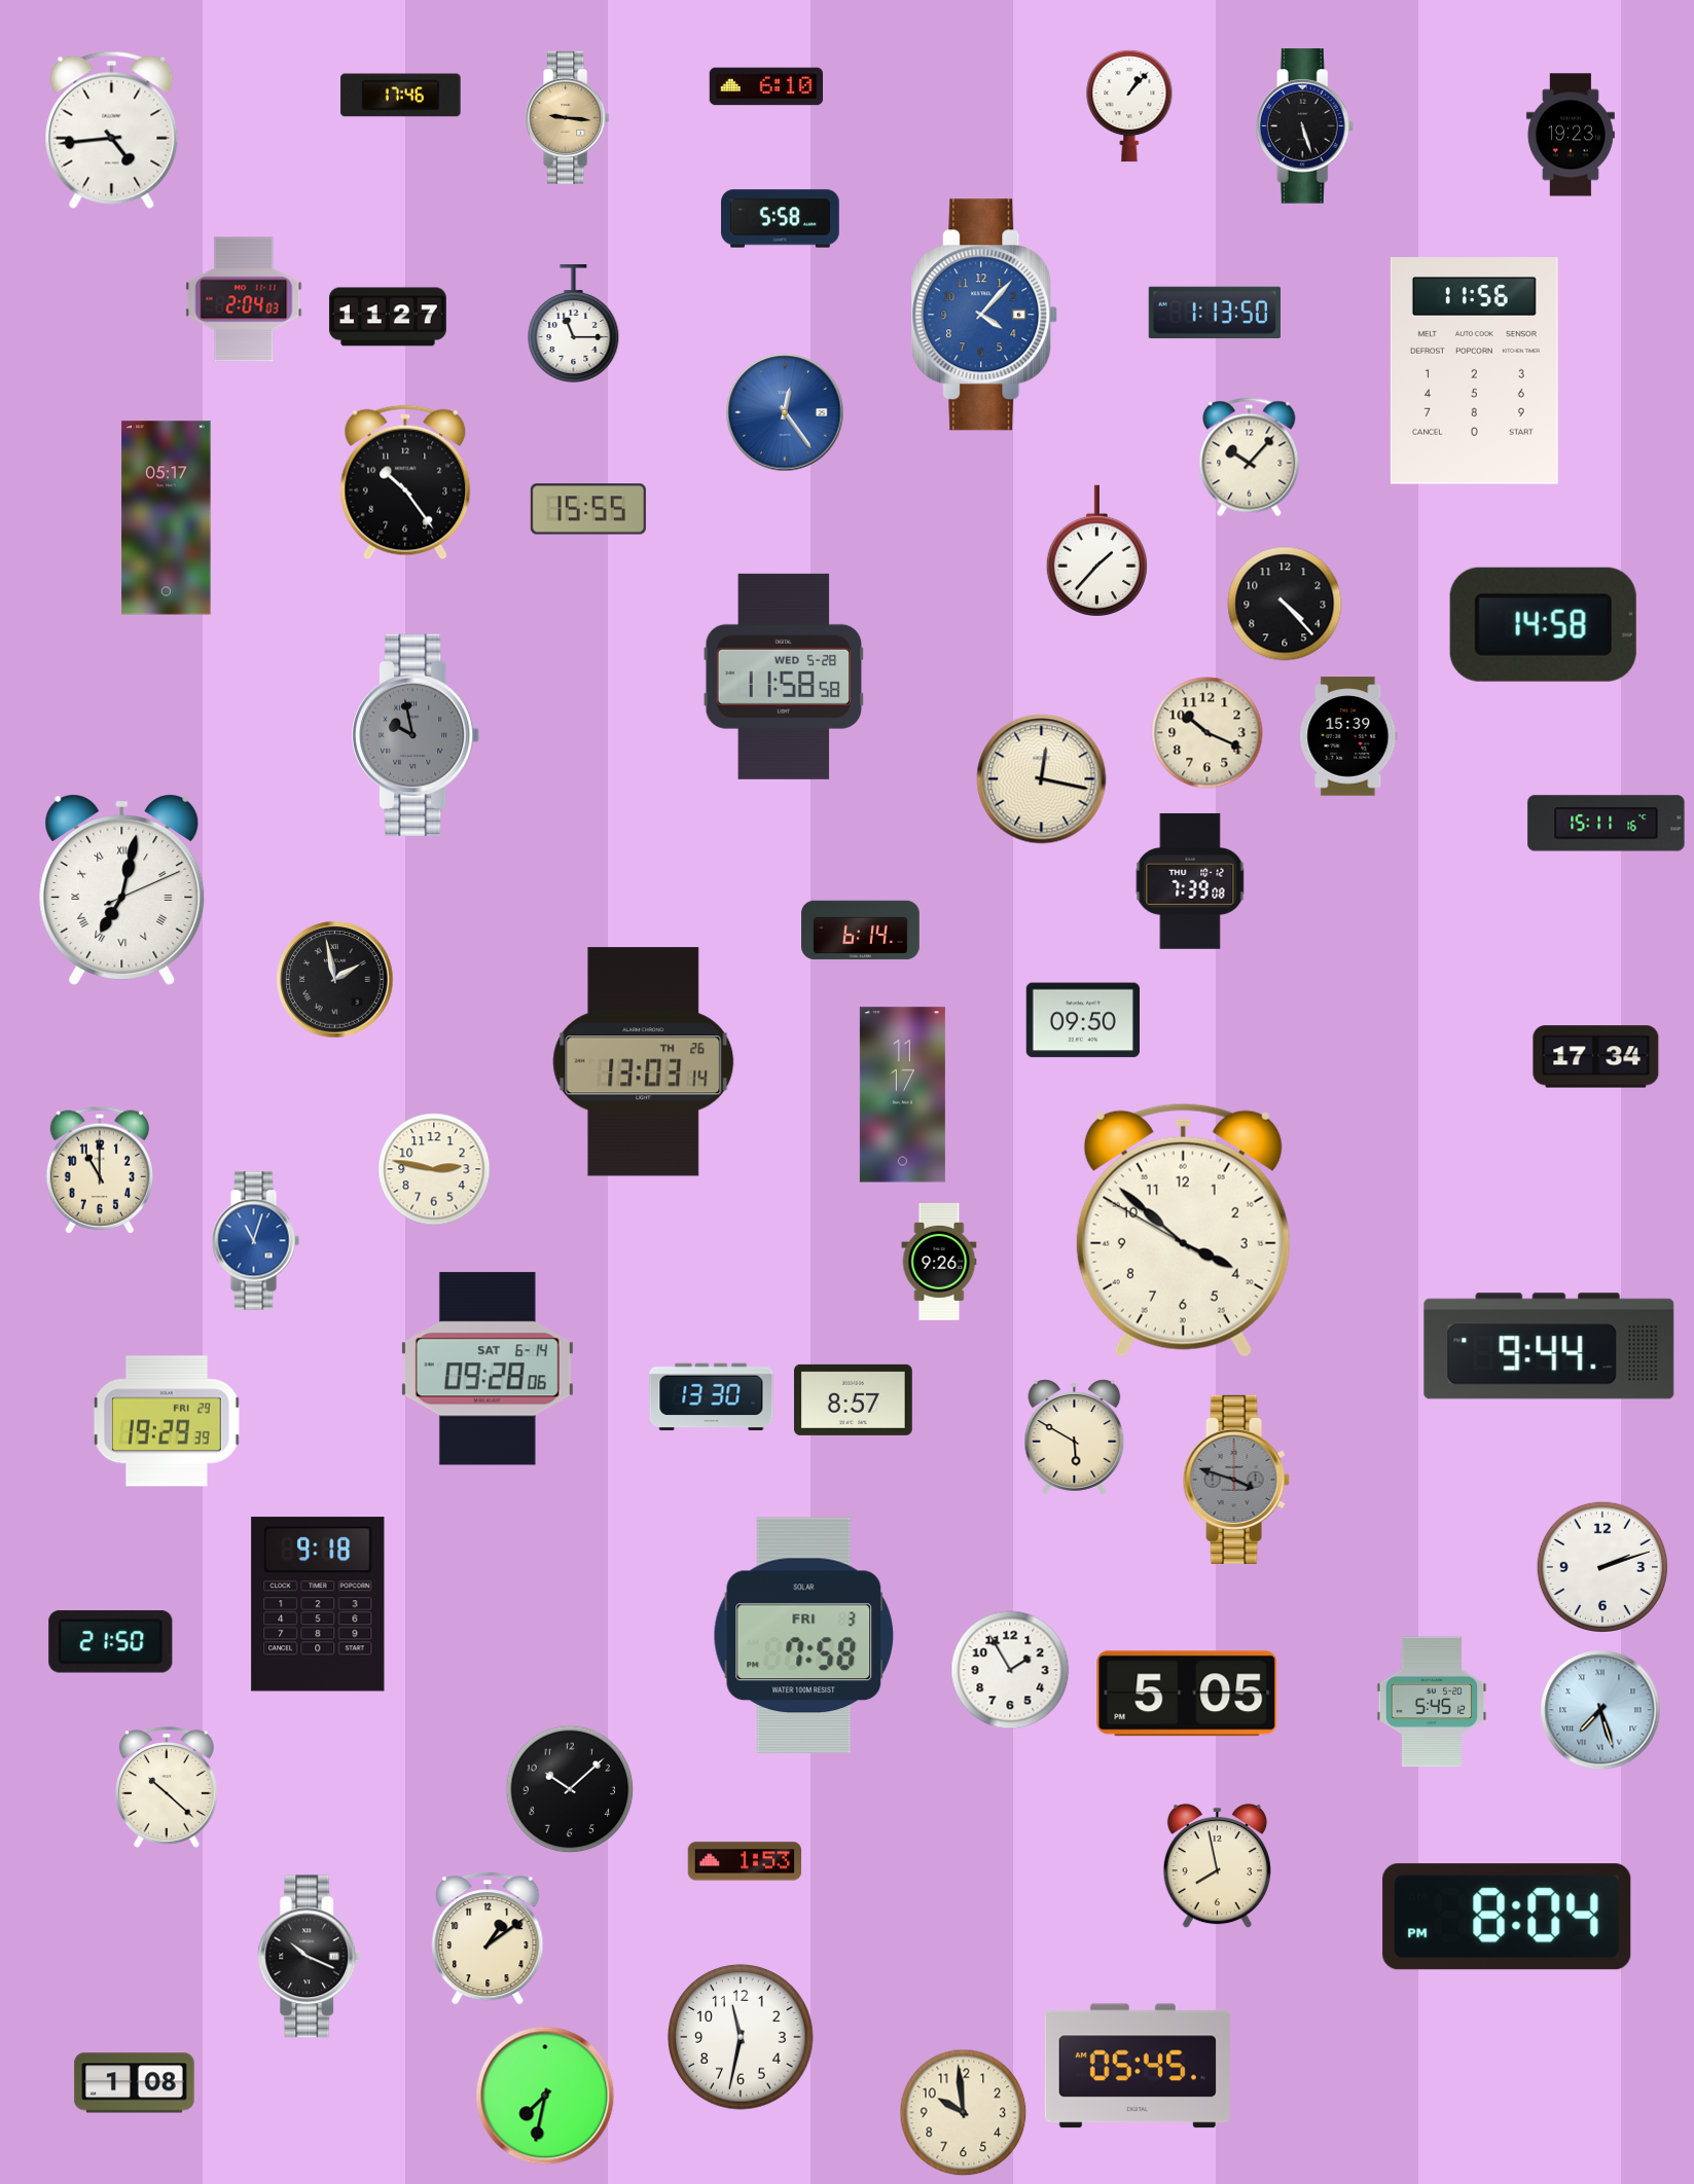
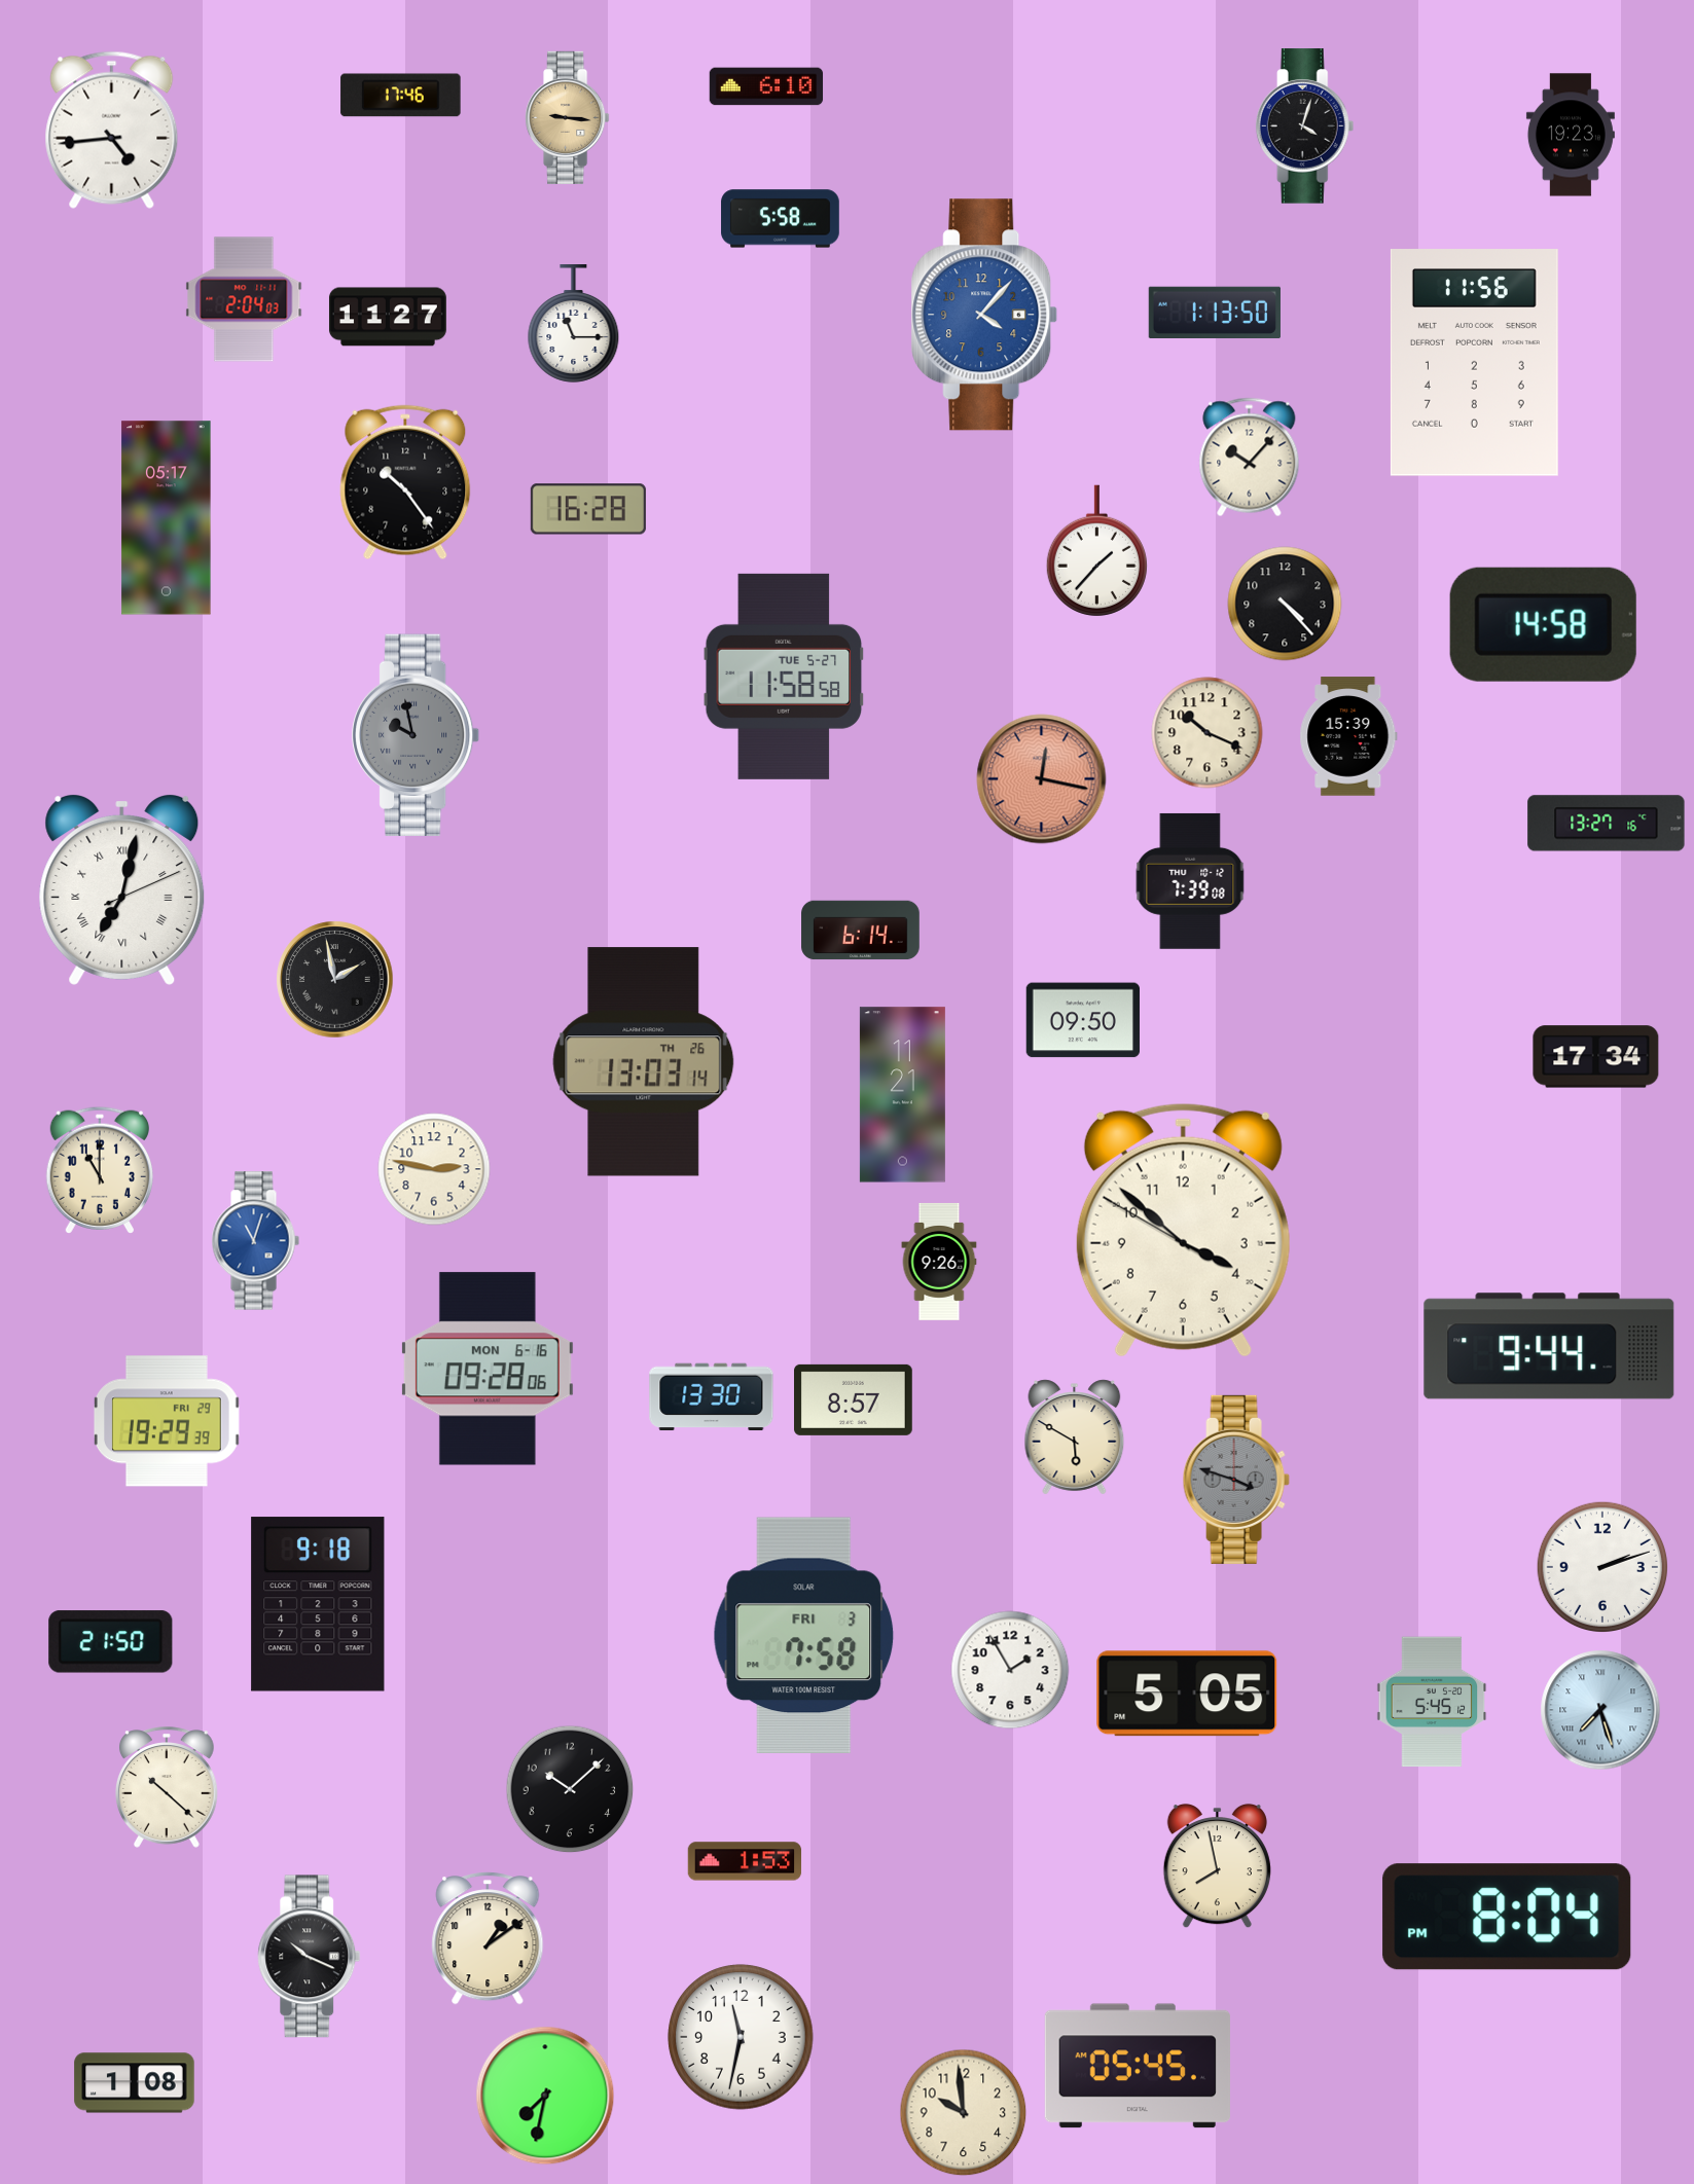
clock at (1129, 106): 1:07 -> none
clock at (1305, 126): 5:27 -> 4:03
clock at (1474, 371) position: (1474, 371) -> (1474, 363)
clock at (785, 412): 12:24 -> none
clock at (588, 509): 15:55 -> 16:28
clock at (784, 677) date: WED 5-28 -> TUE 5-27
clock at (1042, 779) dial: cream -> salmon
clock at (1607, 824): 15:11 -> 13:27
clock at (902, 1095): 11:17 -> 11:21
clock at (488, 1369) date: SAT 6-14 -> MON 6-16
